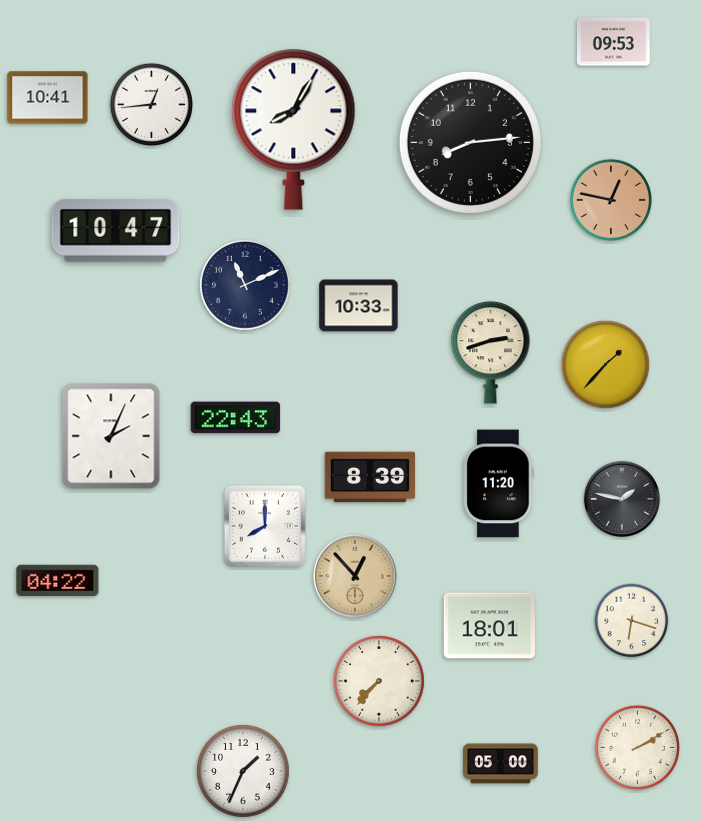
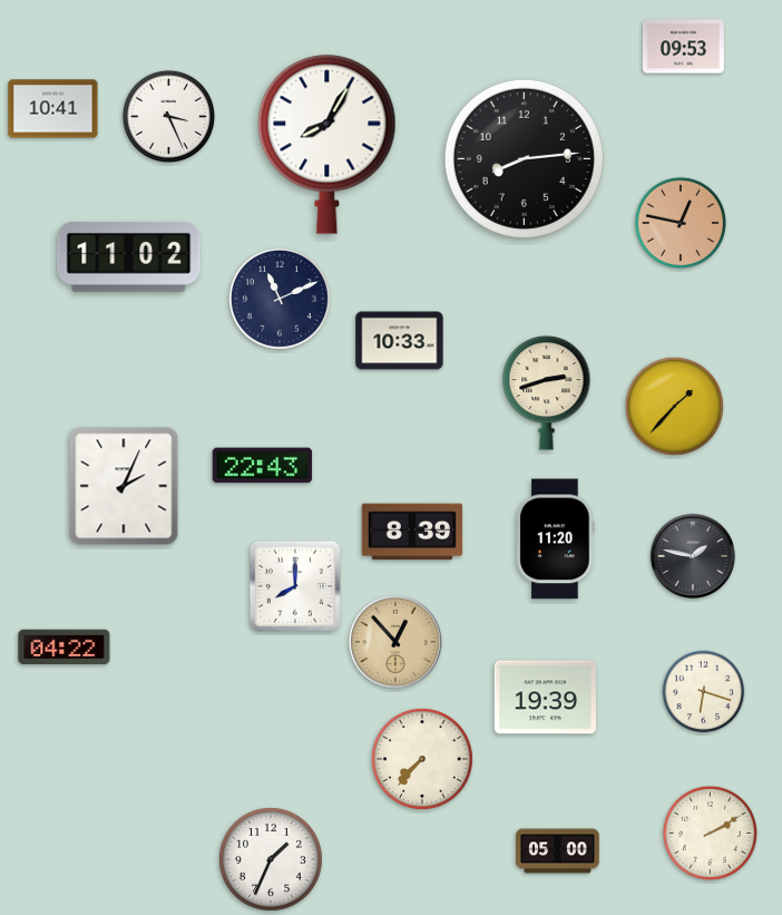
clock at (151, 104): 12:44 -> 3:26
clock at (116, 231): 10:47 -> 11:02
clock at (245, 285) position: (245, 285) -> (280, 299)
clock at (489, 626): 18:01 -> 19:39
